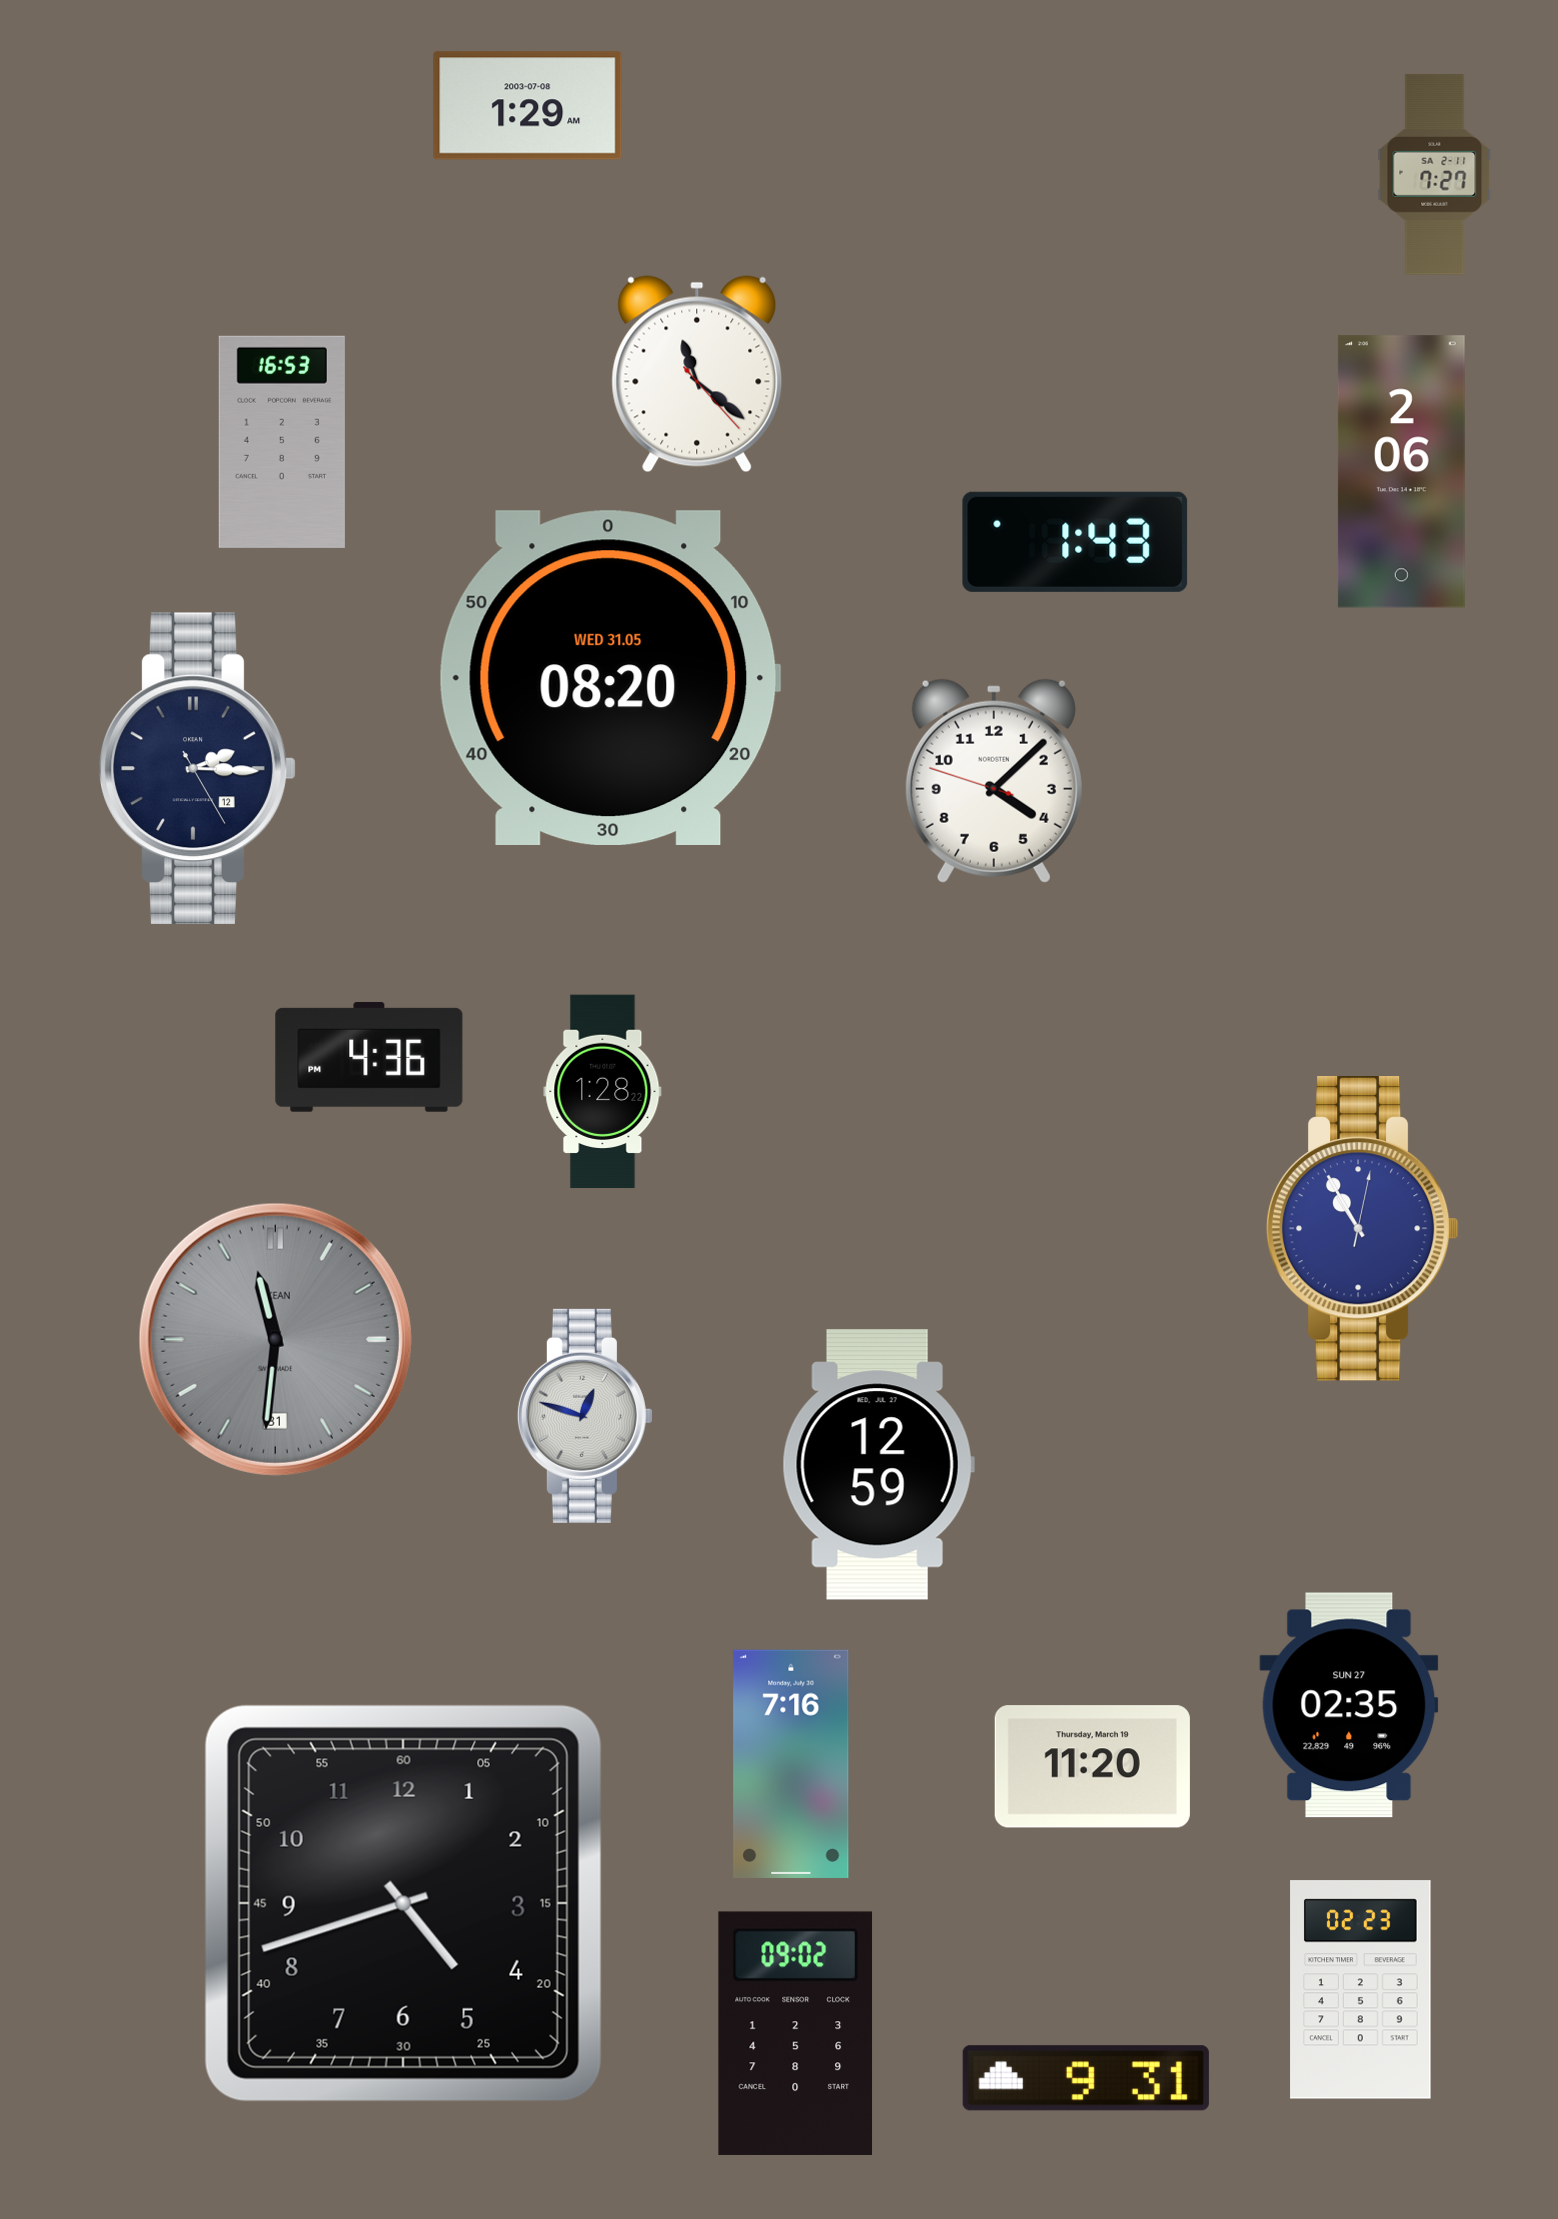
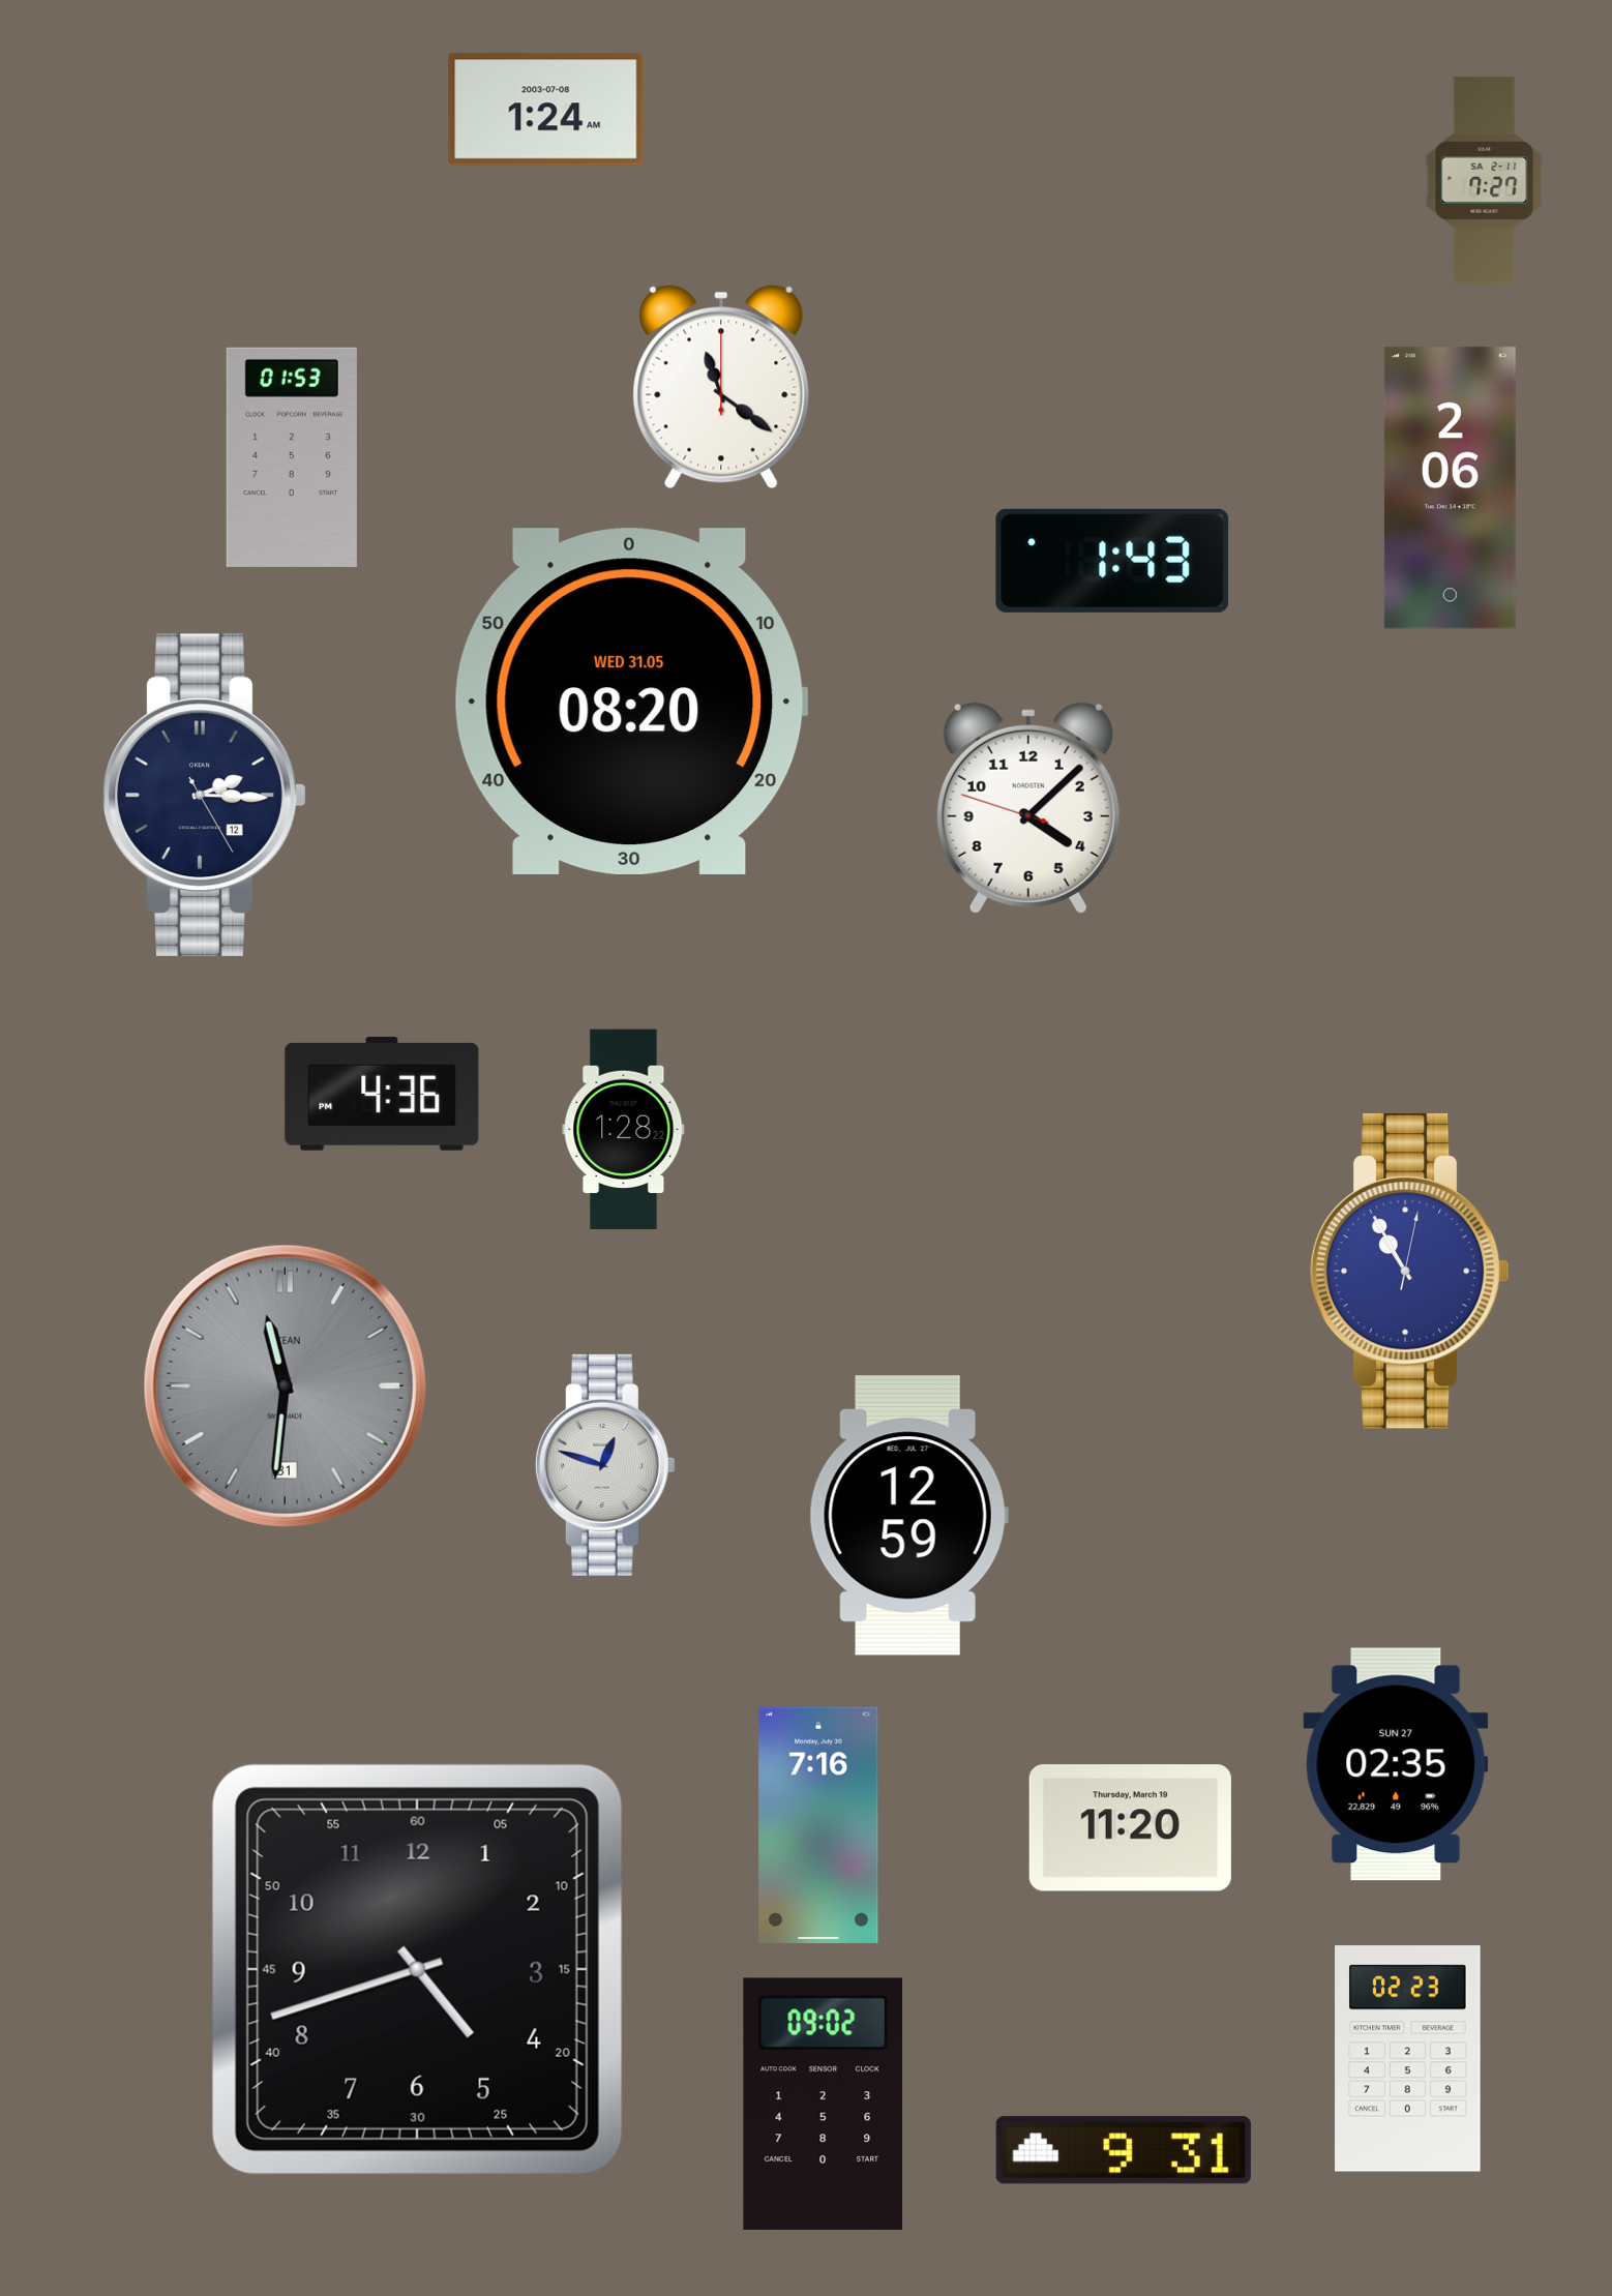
clock at (528, 106): 1:29 -> 1:24
clock at (697, 374): 11:21:23 -> 11:21:00
clock at (282, 442): 16:53 -> 01:53
